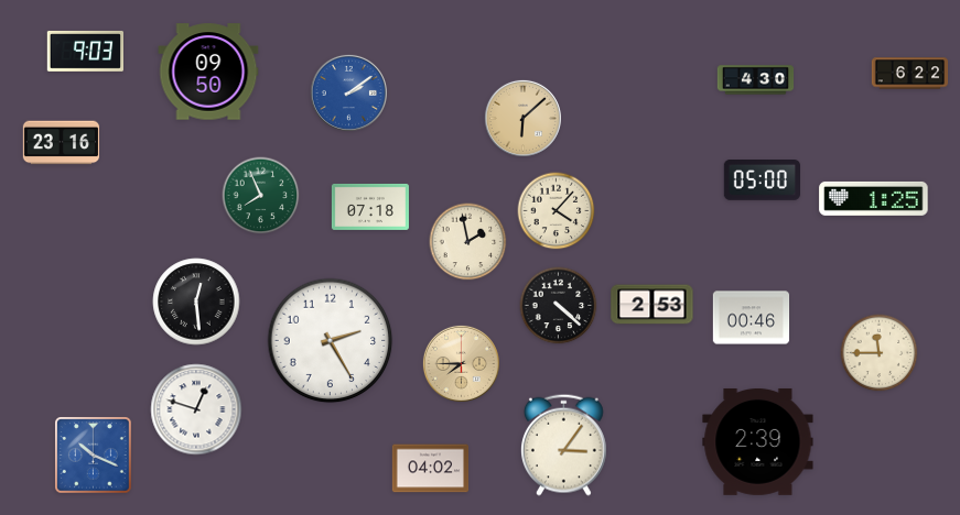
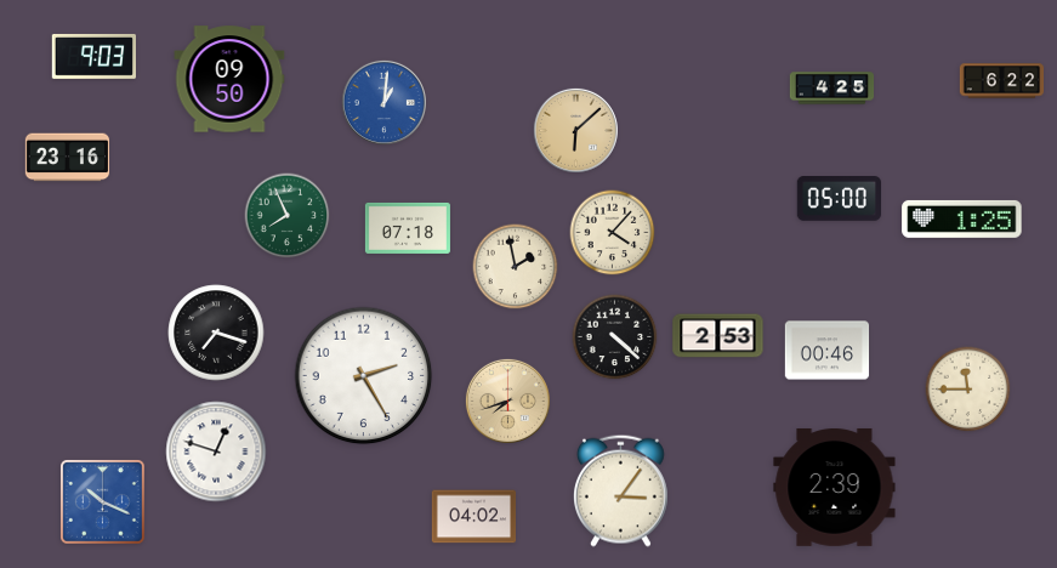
clock at (756, 80): 4:30 -> 4:25
clock at (348, 92): 2:09 -> 1:01
clock at (196, 302): 12:29 -> 7:18
clock at (461, 363): 7:45 -> 7:42
